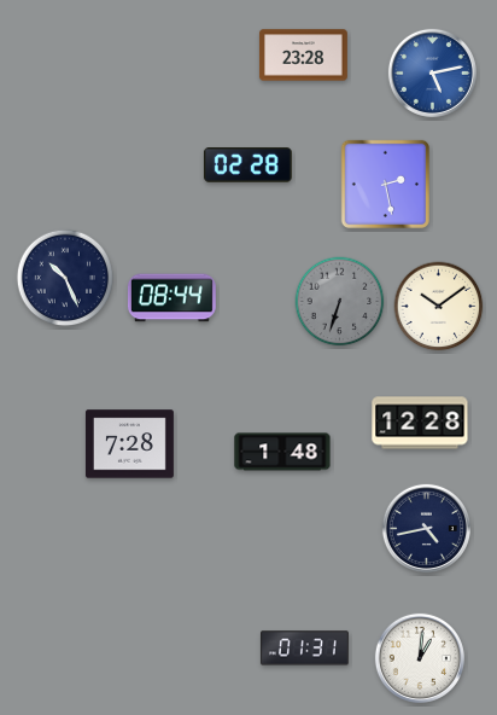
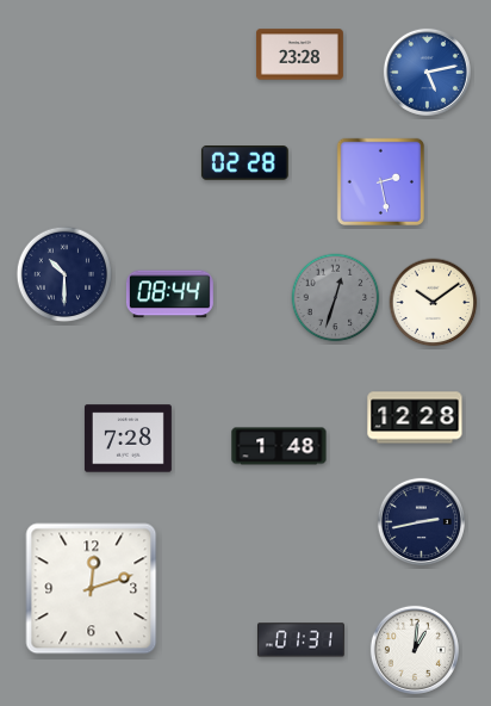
clock at (65, 278): 10:26 -> 10:30
clock at (340, 302): 6:33 -> 12:33
clock at (426, 528): 4:43 -> 2:43
clock at (92, 589): none -> 12:12
